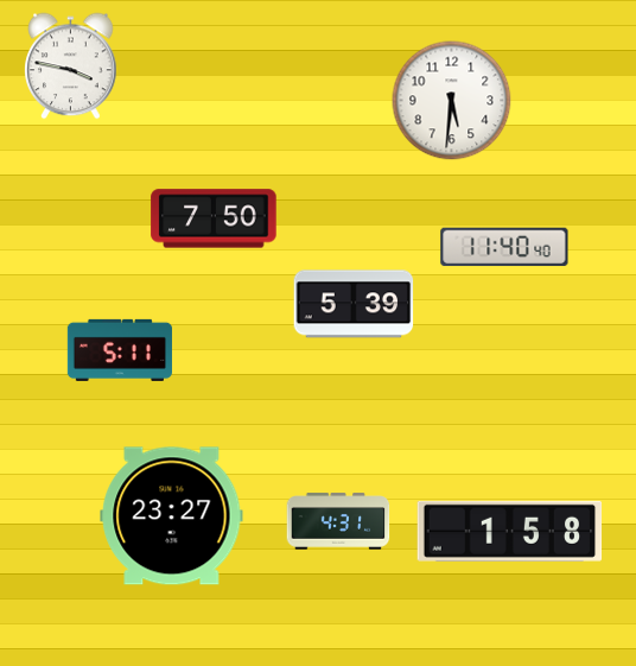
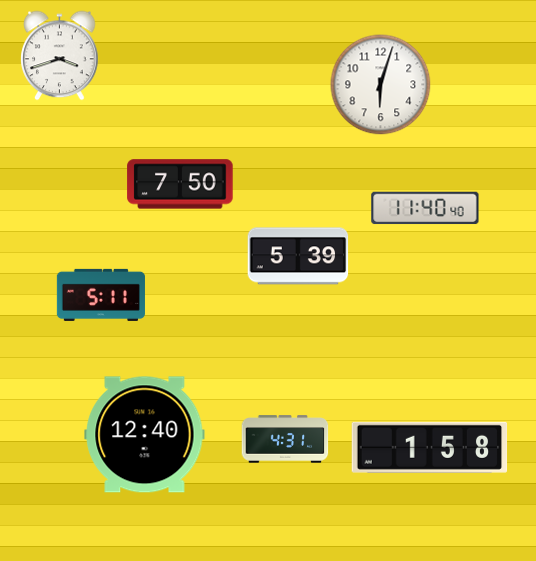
clock at (71, 66): 3:47 -> 3:42
clock at (452, 101): 5:31 -> 6:03
clock at (172, 516): 23:27 -> 12:40
